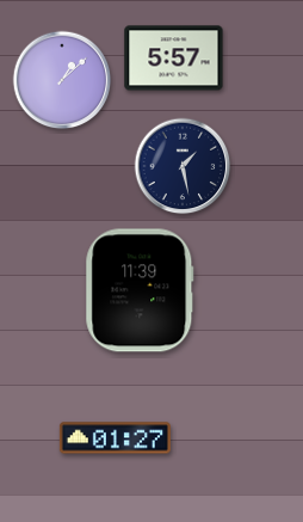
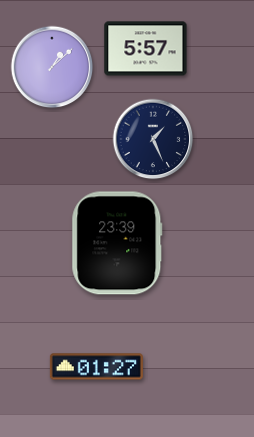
clock at (183, 166): 1:28 -> 1:26
clock at (140, 290): 11:39 -> 23:39
